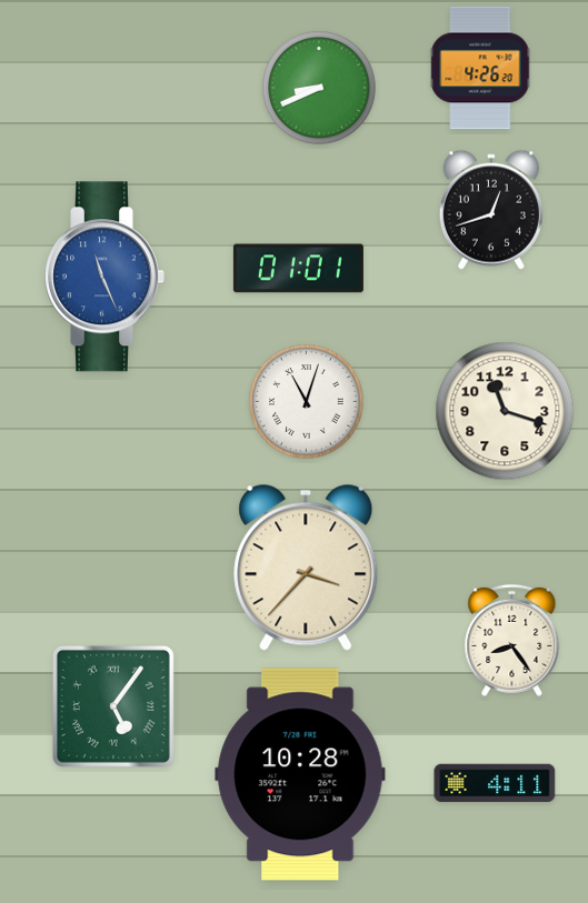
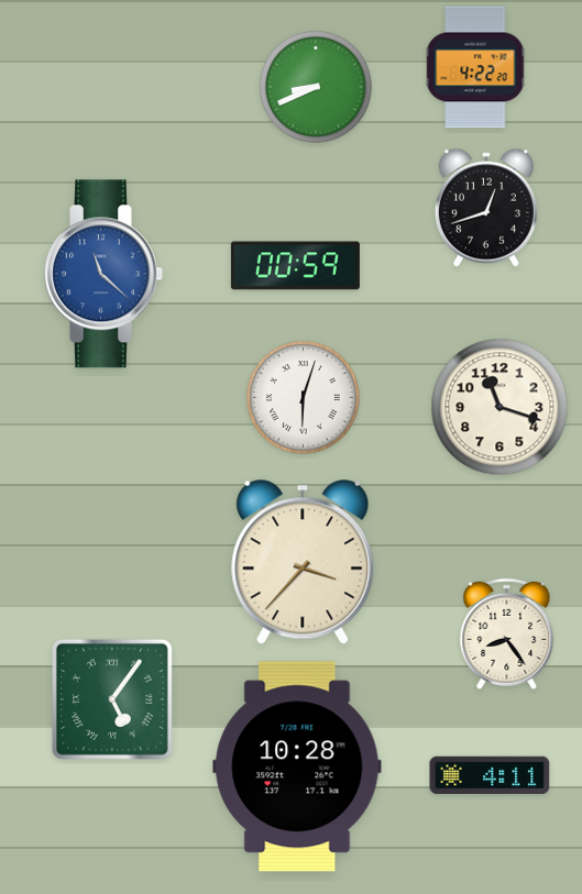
clock at (480, 68): 4:26 -> 4:22
clock at (298, 269): 01:01 -> 00:59
clock at (104, 277): 11:26 -> 11:22
clock at (307, 402): 11:03 -> 6:03
